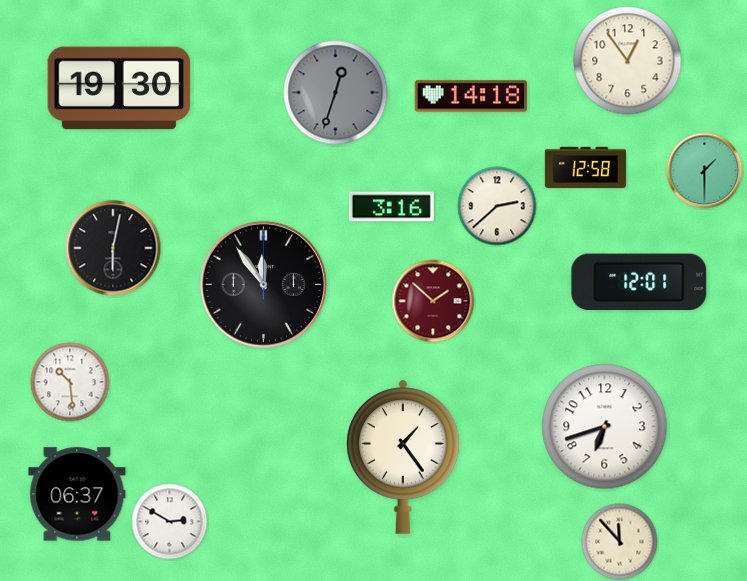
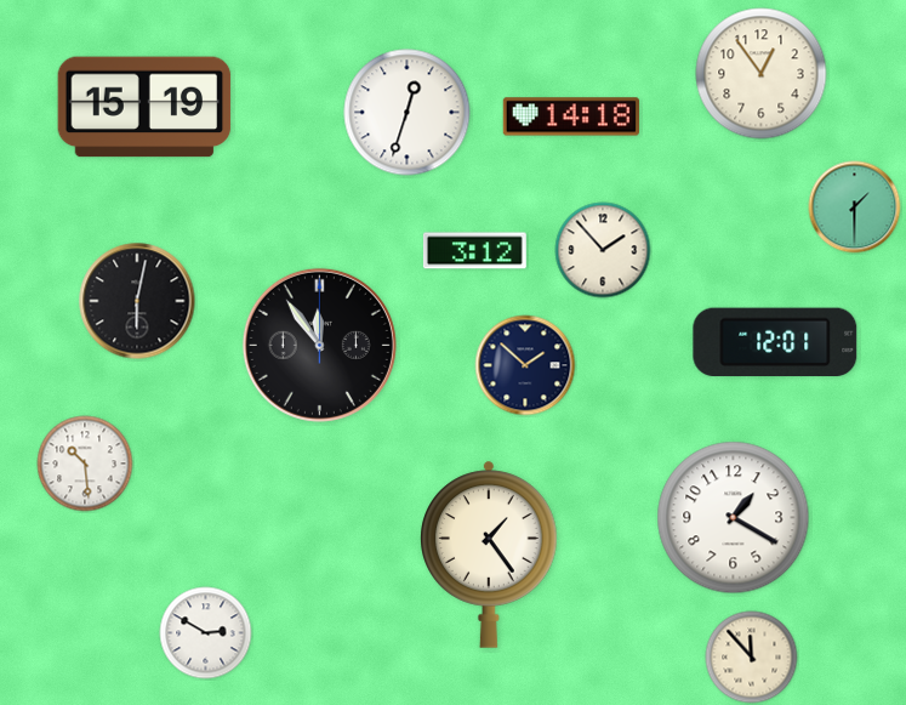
clock at (119, 88): 19:30 -> 15:19
clock at (336, 93) dial: grey -> white
clock at (585, 167): 12:58 -> none
clock at (497, 206): 2:38 -> 1:53
clock at (391, 207): 3:16 -> 3:12
clock at (433, 301) dial: burgundy -> navy
clock at (605, 427): 6:42 -> 1:20
clock at (77, 494): 06:37 -> none
